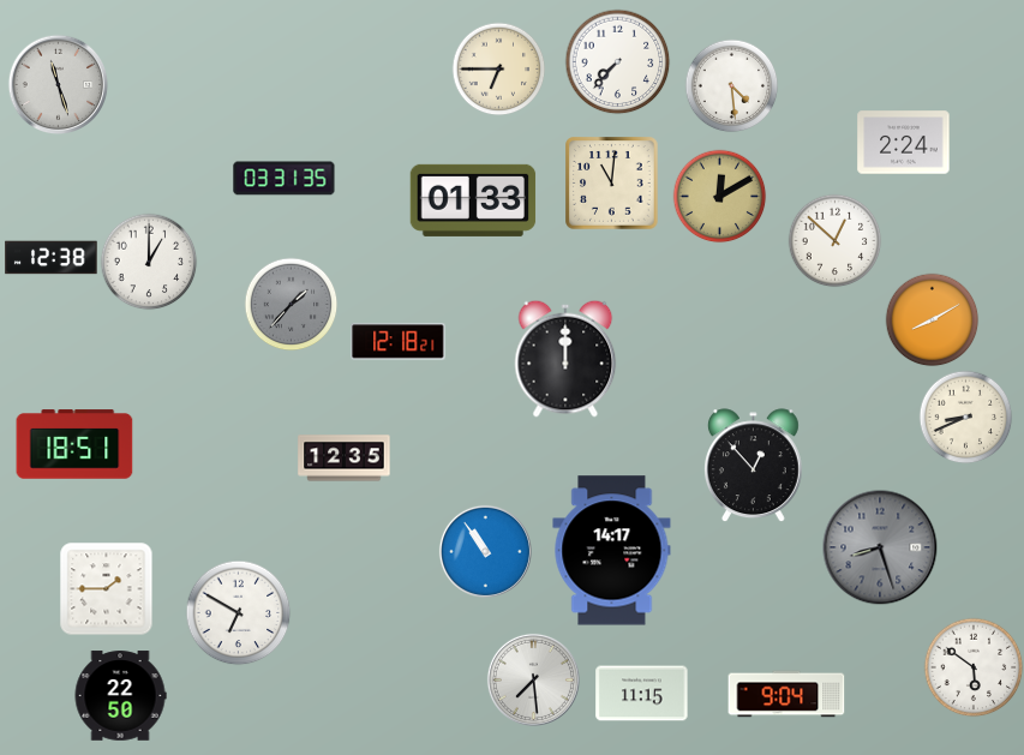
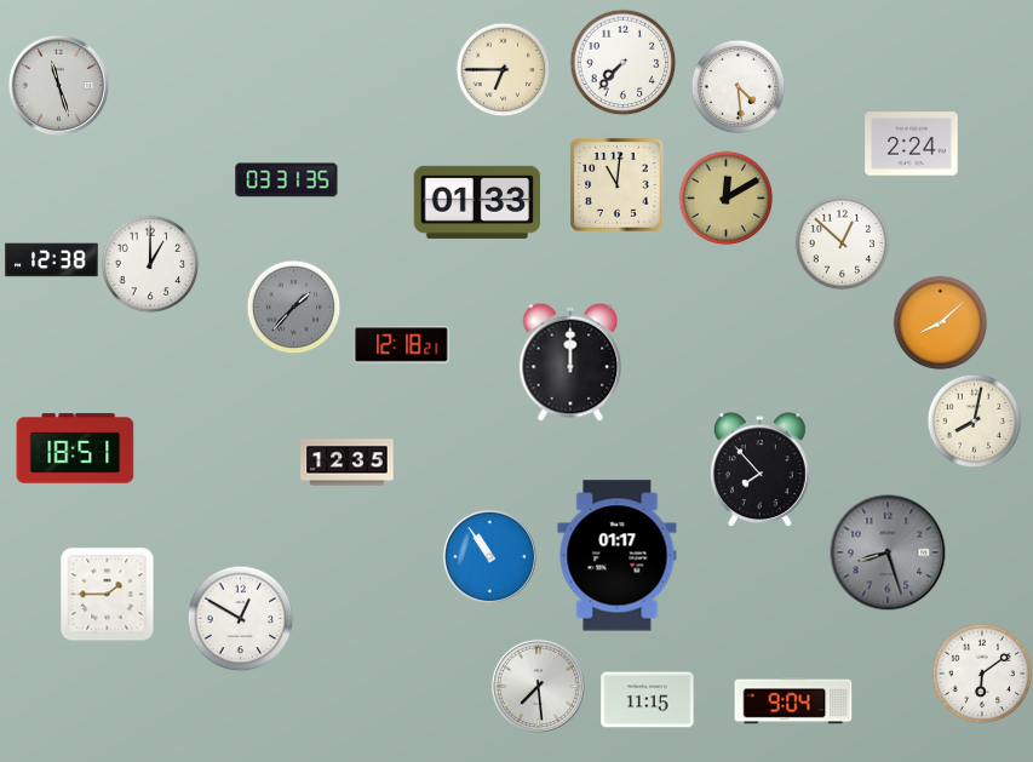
clock at (932, 319): 8:10 -> 8:08
clock at (965, 417): 8:41 -> 8:02
clock at (753, 466): 12:53 -> 7:53
clock at (612, 551): 14:17 -> 01:17
clock at (238, 612): 6:50 -> 12:50
clock at (974, 667): 5:51 -> 6:09
clock at (120, 696): 22:50 -> none
